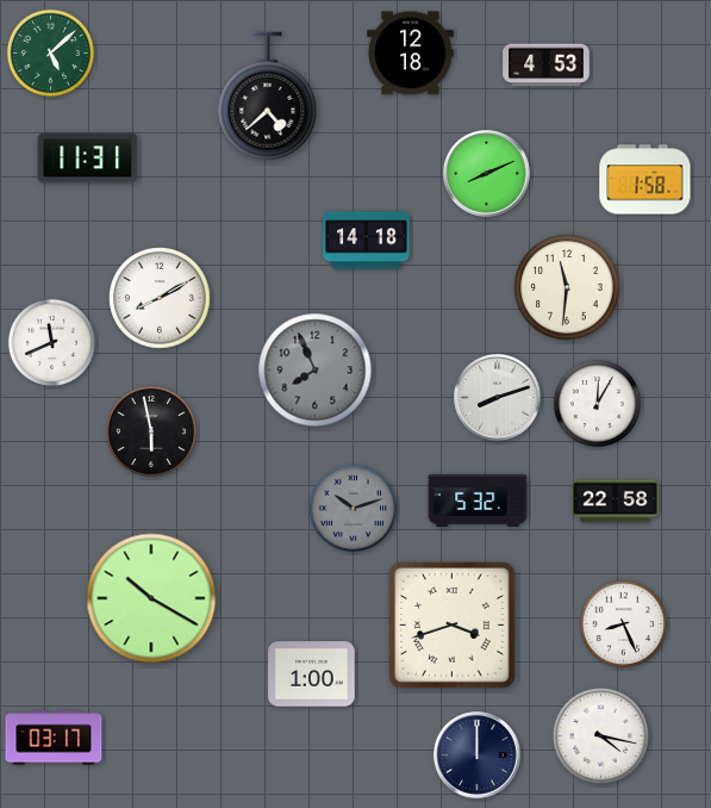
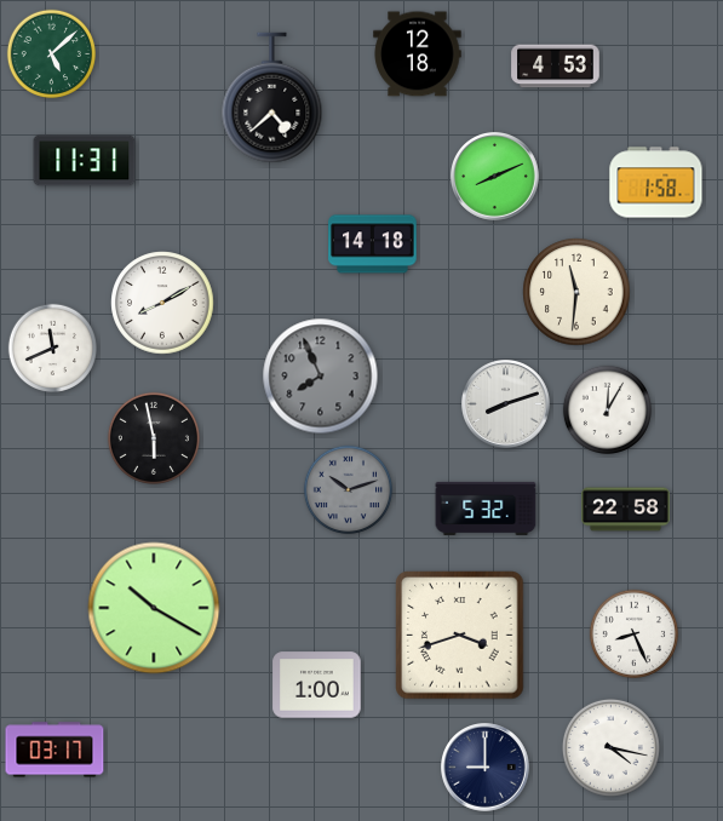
clock at (88, 159) position: (88, 159) -> (85, 161)
clock at (354, 509) position: (354, 509) -> (349, 490)
clock at (478, 756): 12:00 -> 9:00
